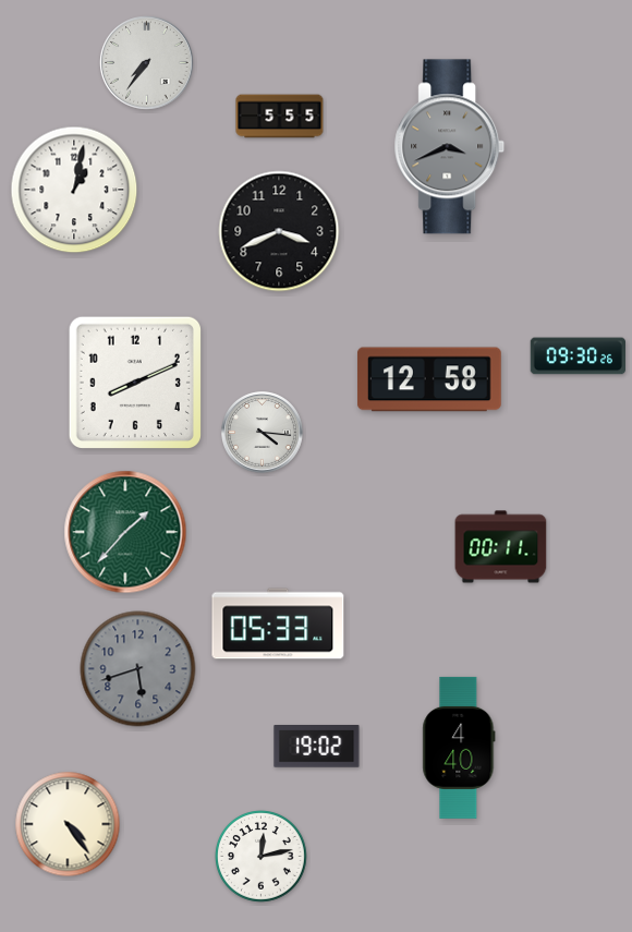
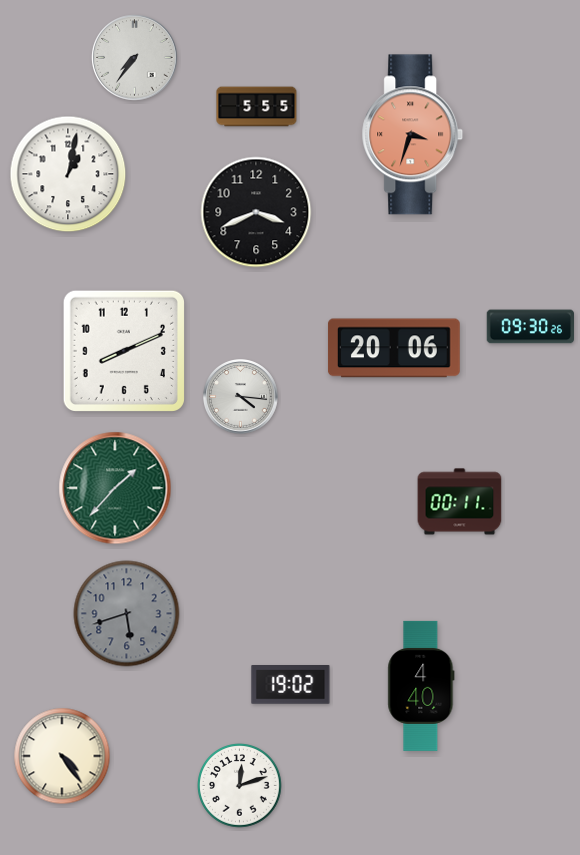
clock at (450, 147): 3:41 -> 3:33
clock at (450, 147) dial: grey -> salmon
clock at (429, 379): 12:58 -> 20:06
clock at (278, 624): 05:33 -> none
clock at (262, 857): 12:13 -> 12:12
